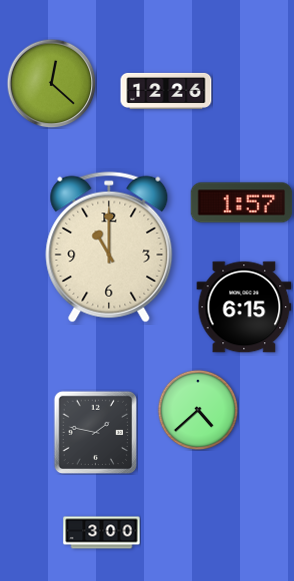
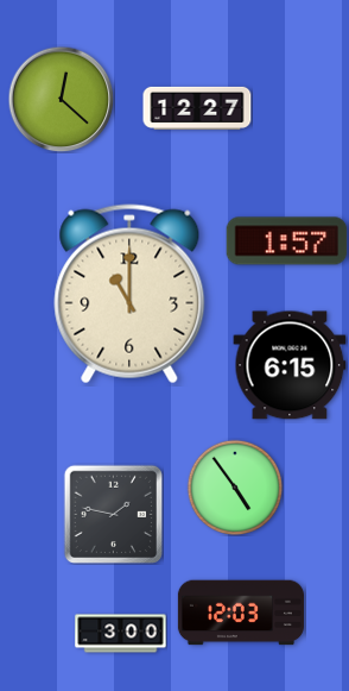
clock at (166, 91): 12:26 -> 12:27
clock at (198, 410): 4:38 -> 4:54
clock at (241, 613): none -> 12:03
